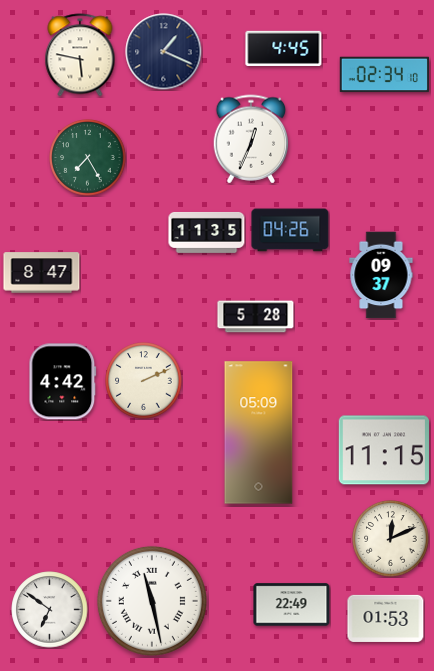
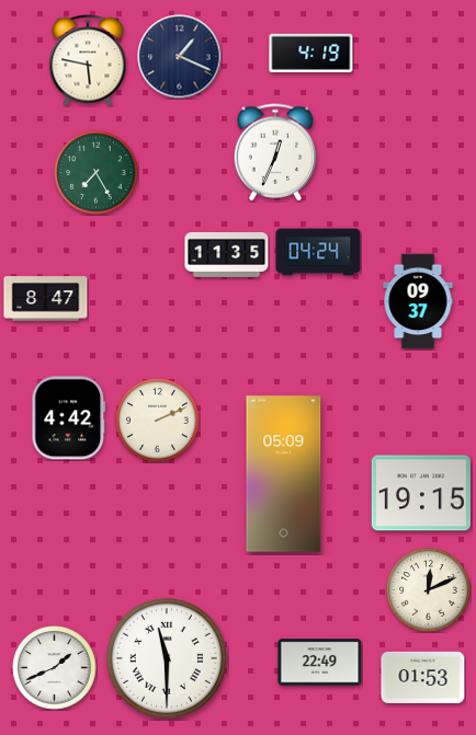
clock at (284, 48): 4:45 -> 4:19
clock at (385, 75): 02:34 -> none
clock at (290, 230): 04:26 -> 04:24
clock at (256, 317): 5:28 -> none
clock at (144, 381) position: (144, 381) -> (158, 421)
clock at (384, 450): 11:15 -> 19:15
clock at (152, 601): 11:28 -> 11:30
clock at (50, 610): 6:51 -> 1:41
